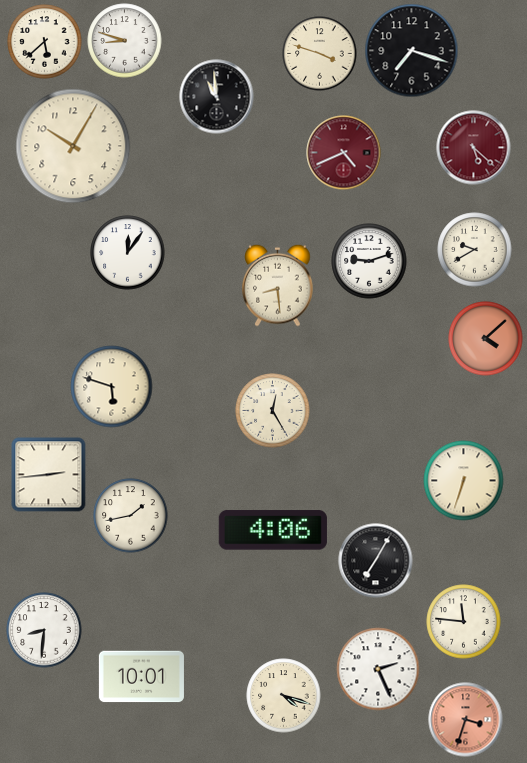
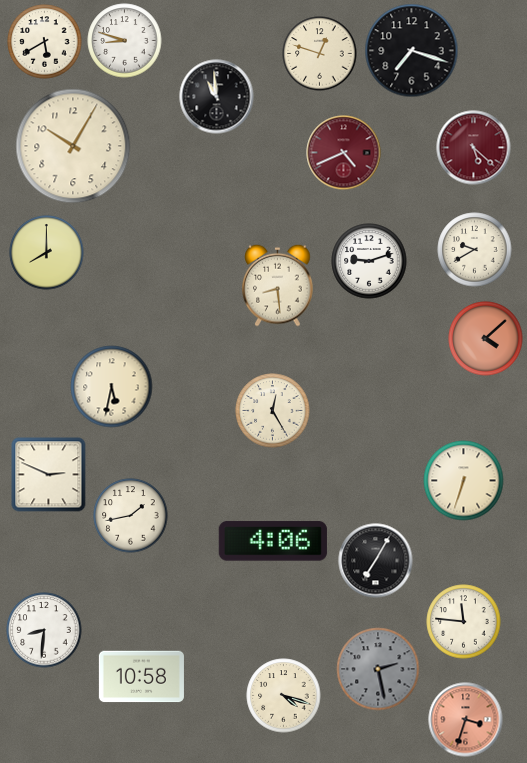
clock at (45, 42): 5:38 -> 5:40
clock at (320, 54): 3:48 -> 12:48
clock at (47, 253): none -> 8:00
clock at (128, 253): 12:06 -> none
clock at (112, 387): 5:48 -> 5:32
clock at (49, 475): 2:44 -> 2:49
clock at (273, 530) position: (273, 530) -> (273, 541)
clock at (378, 669): 2:26 -> 2:28
clock at (378, 669) dial: white -> grey
clock at (141, 677): 10:01 -> 10:58
